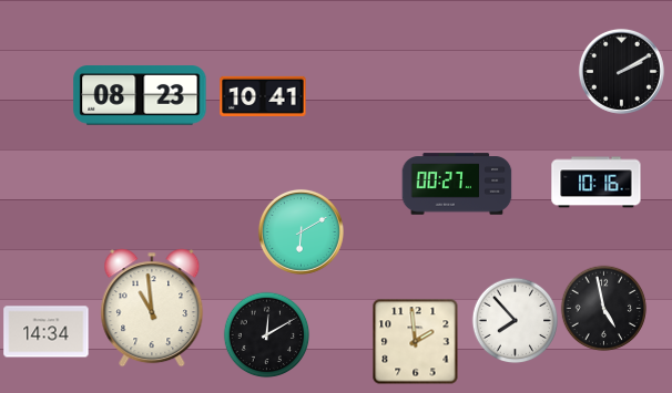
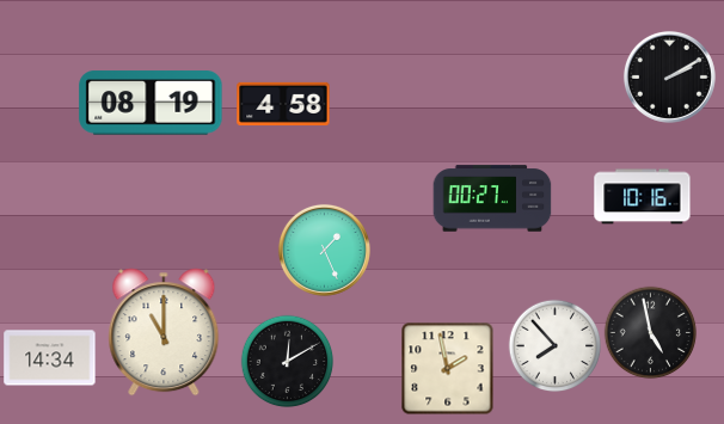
clock at (140, 95): 08:23 -> 08:19
clock at (263, 96): 10:41 -> 4:58
clock at (301, 231): 6:10 -> 1:26
clock at (152, 308): 10:59 -> 11:00
clock at (415, 341): 1:59 -> 1:58
